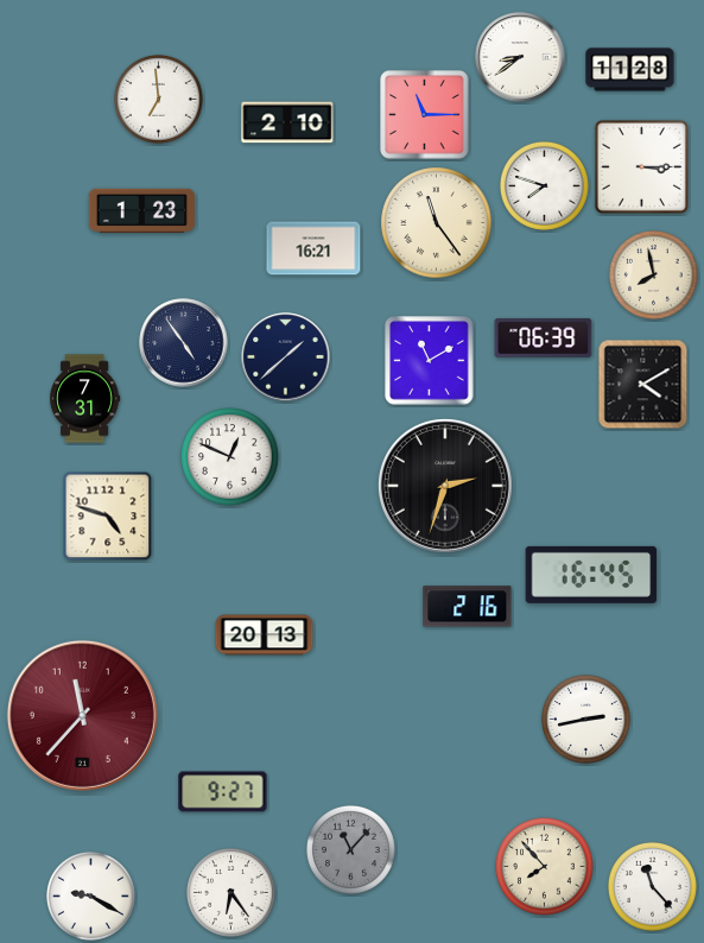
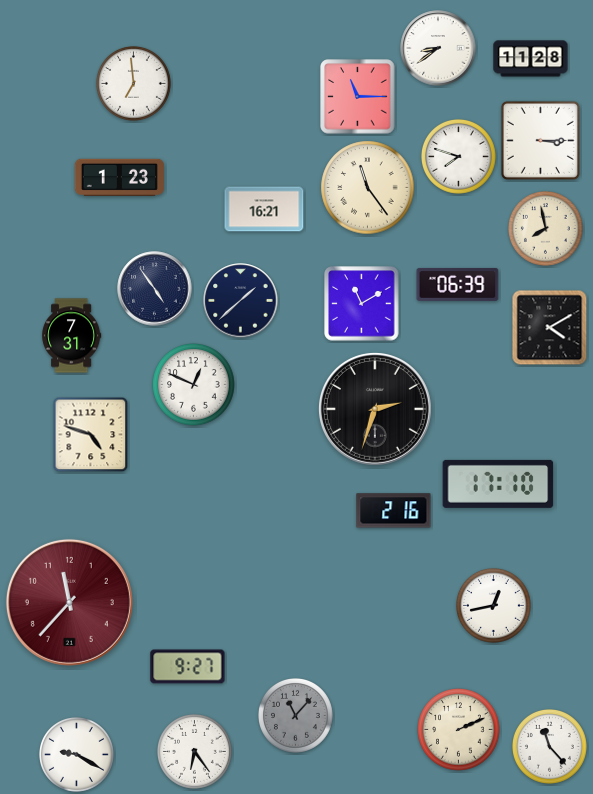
clock at (287, 122): 2:10 -> none
clock at (654, 276) position: (654, 276) -> (546, 229)
clock at (643, 385) position: (643, 385) -> (550, 328)
clock at (591, 575): 16:45 -> 17:10
clock at (265, 635): 20:13 -> none
clock at (586, 720): 2:43 -> 12:43
clock at (545, 867): 7:53 -> 2:11
